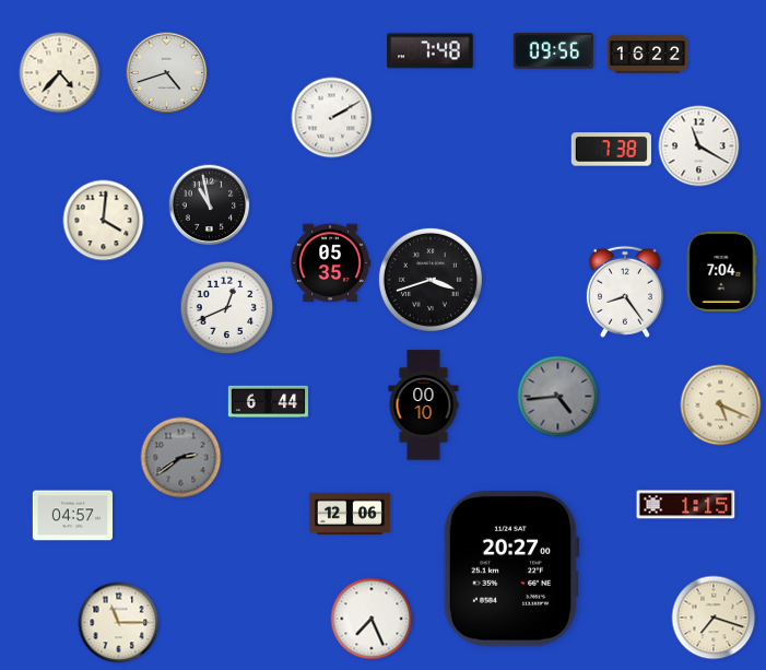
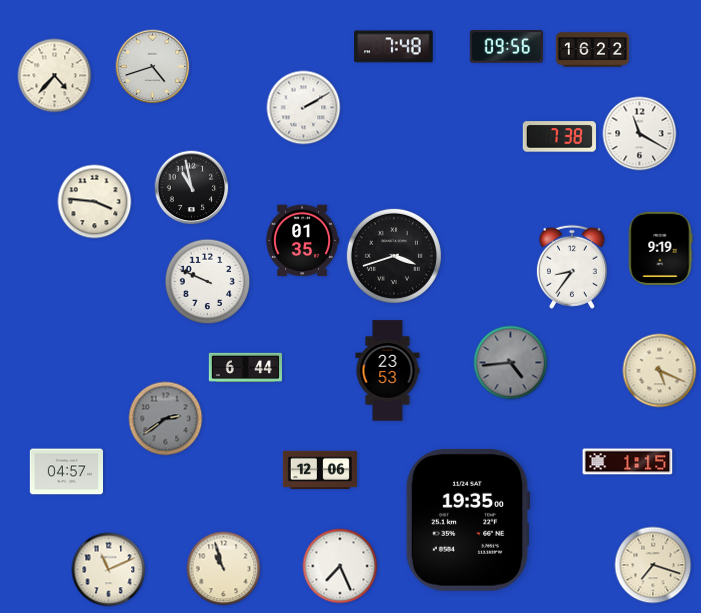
clock at (60, 73) position: (60, 73) -> (55, 76)
clock at (104, 221): 4:01 -> 3:46
clock at (330, 263): 05:35 -> 01:35
clock at (721, 271): 7:04 -> 9:19
clock at (625, 292): 8:24 -> 8:36
clock at (227, 308): 12:41 -> 9:49
clock at (424, 405): 00:10 -> 23:53
clock at (511, 568): 20:27 -> 19:35
clock at (224, 569): none -> 10:57
clock at (119, 623): 11:15 -> 11:11
